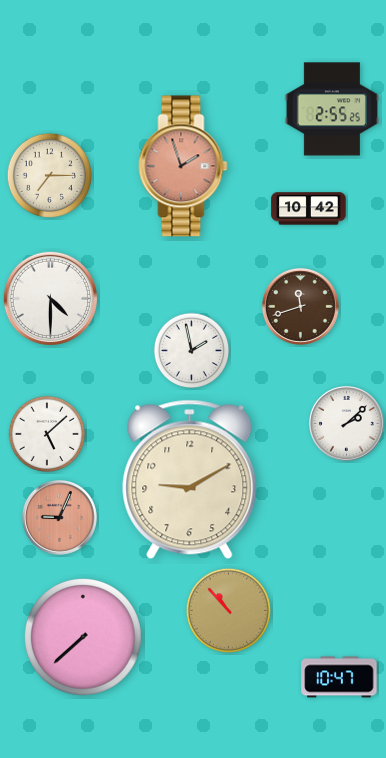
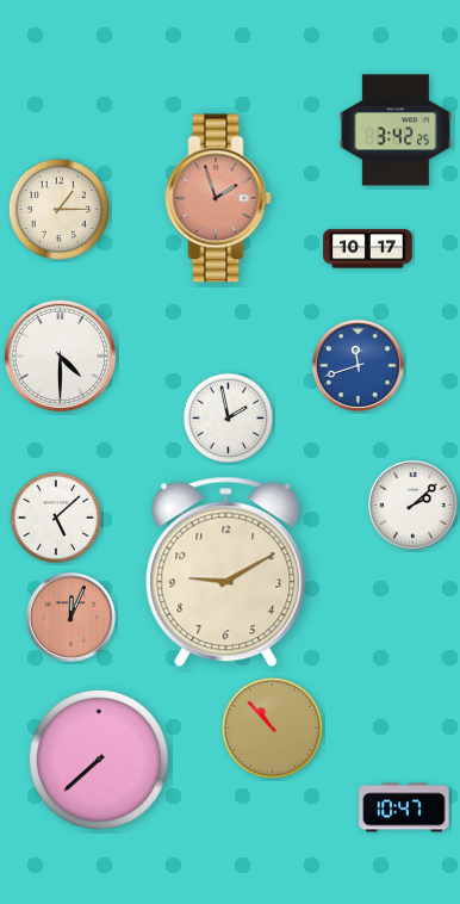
clock at (331, 109): 2:55 -> 3:42
clock at (49, 175): 7:15 -> 1:15
clock at (309, 209): 10:42 -> 10:17
clock at (300, 306) dial: brown -> blue
clock at (59, 517): 9:04 -> 12:04
